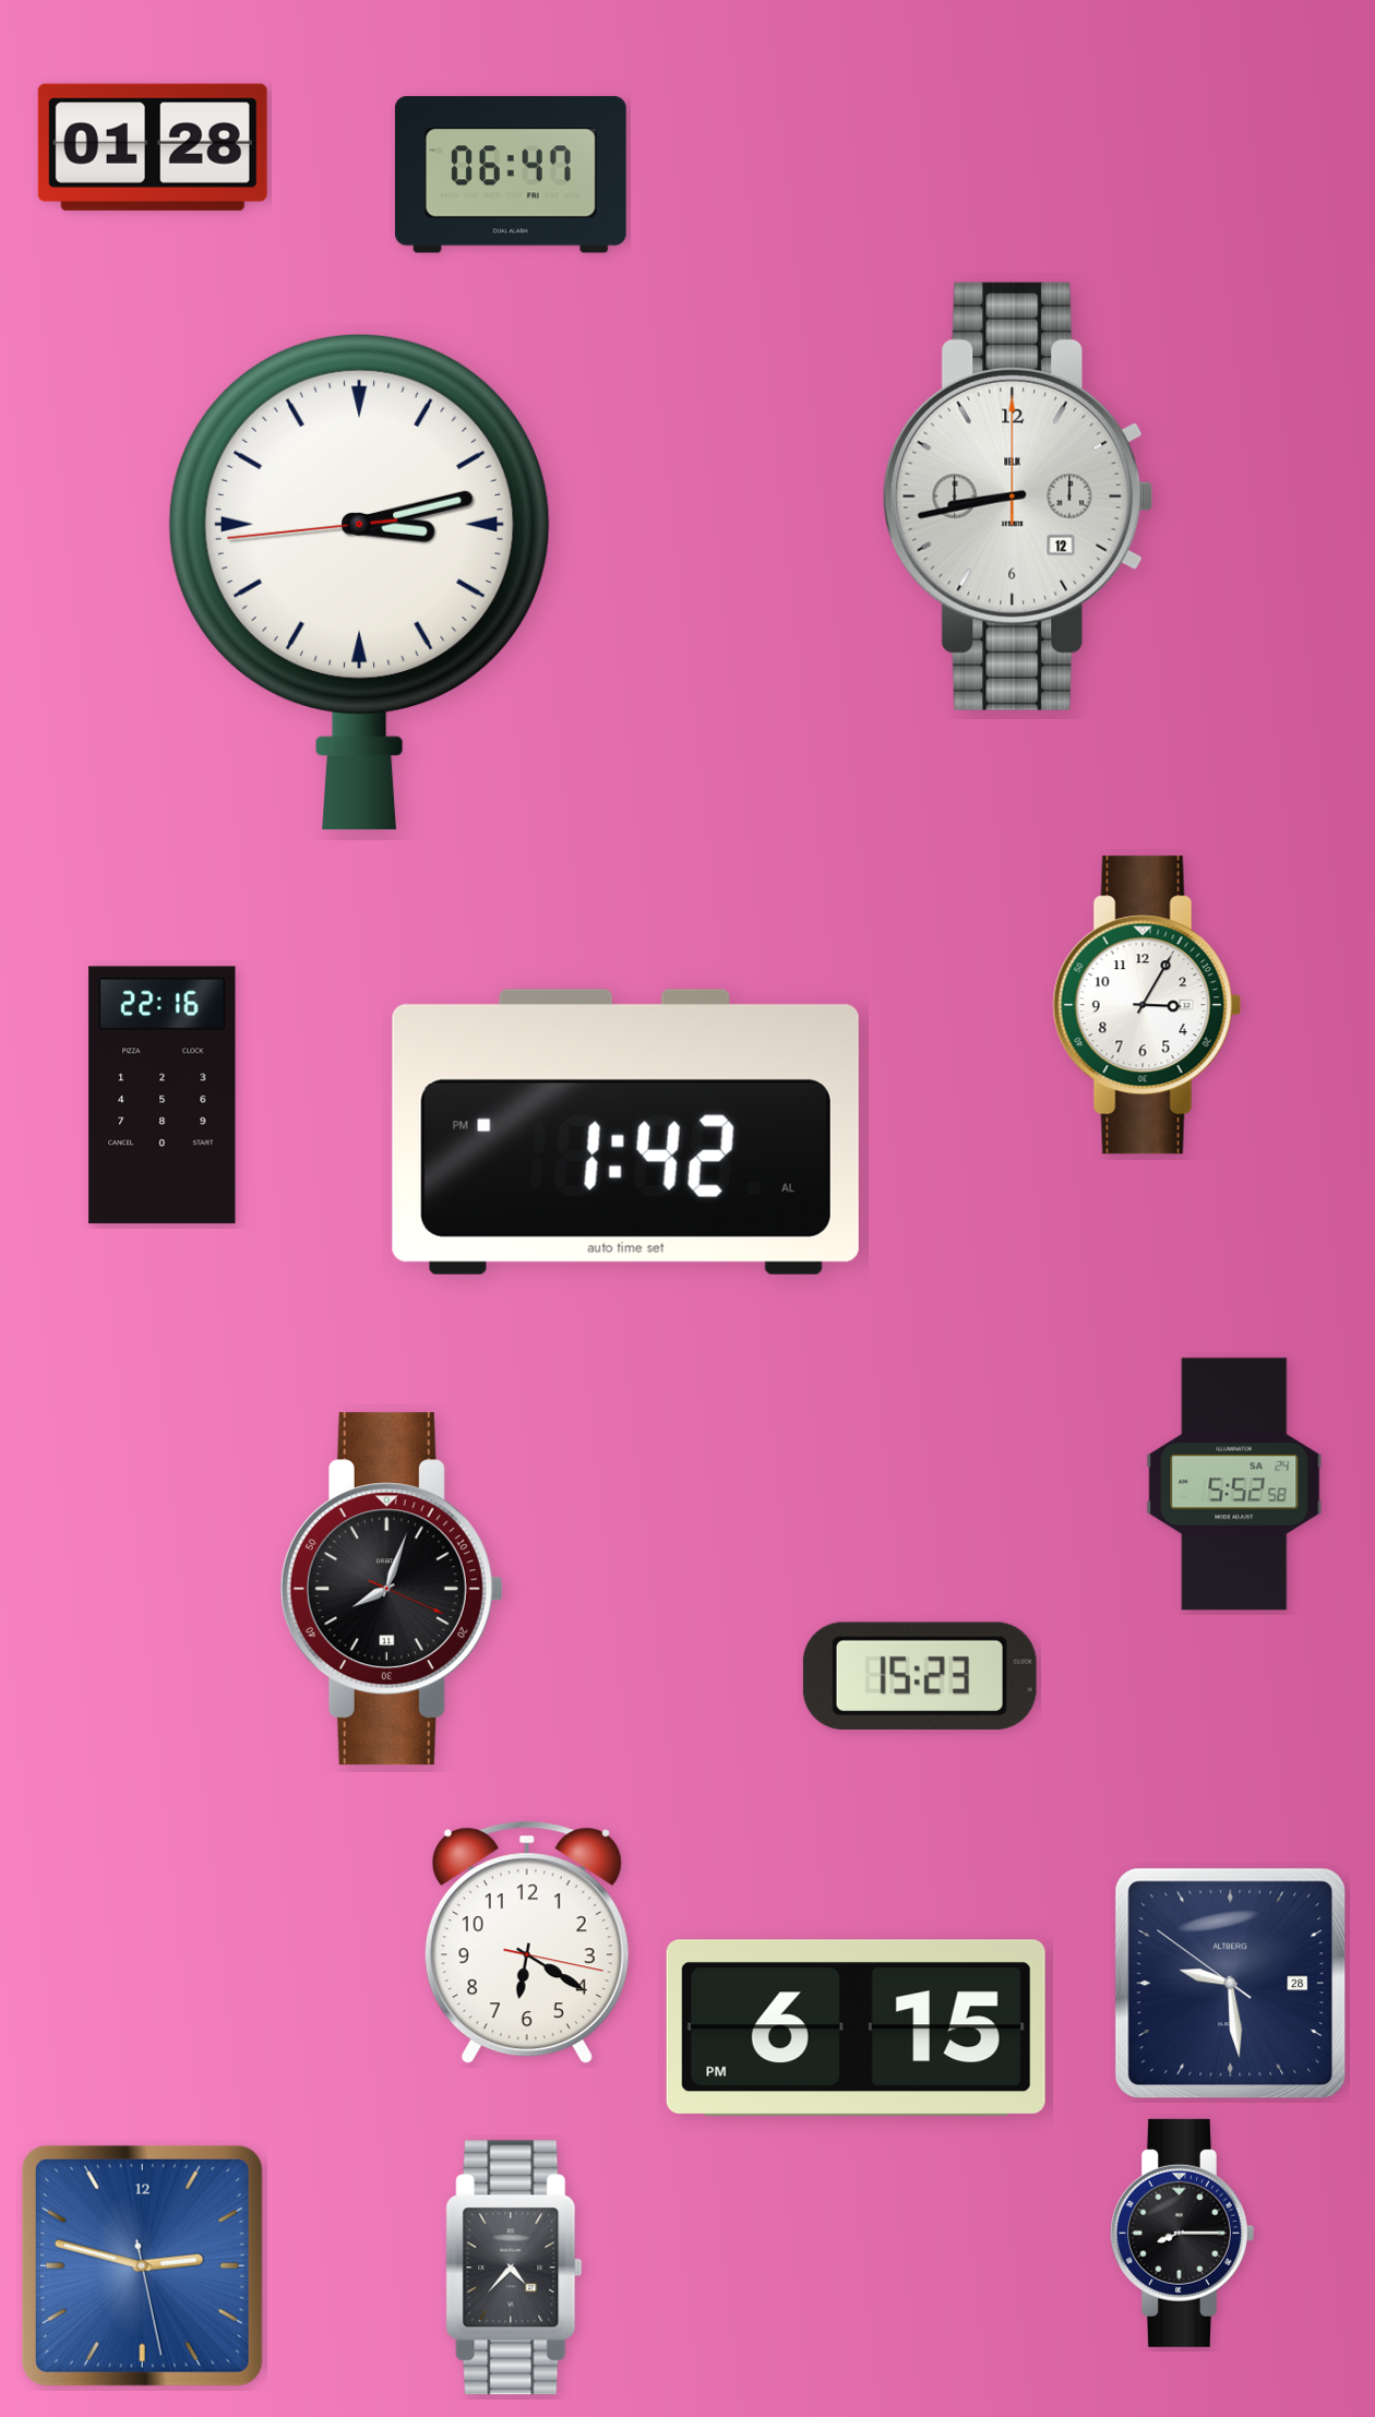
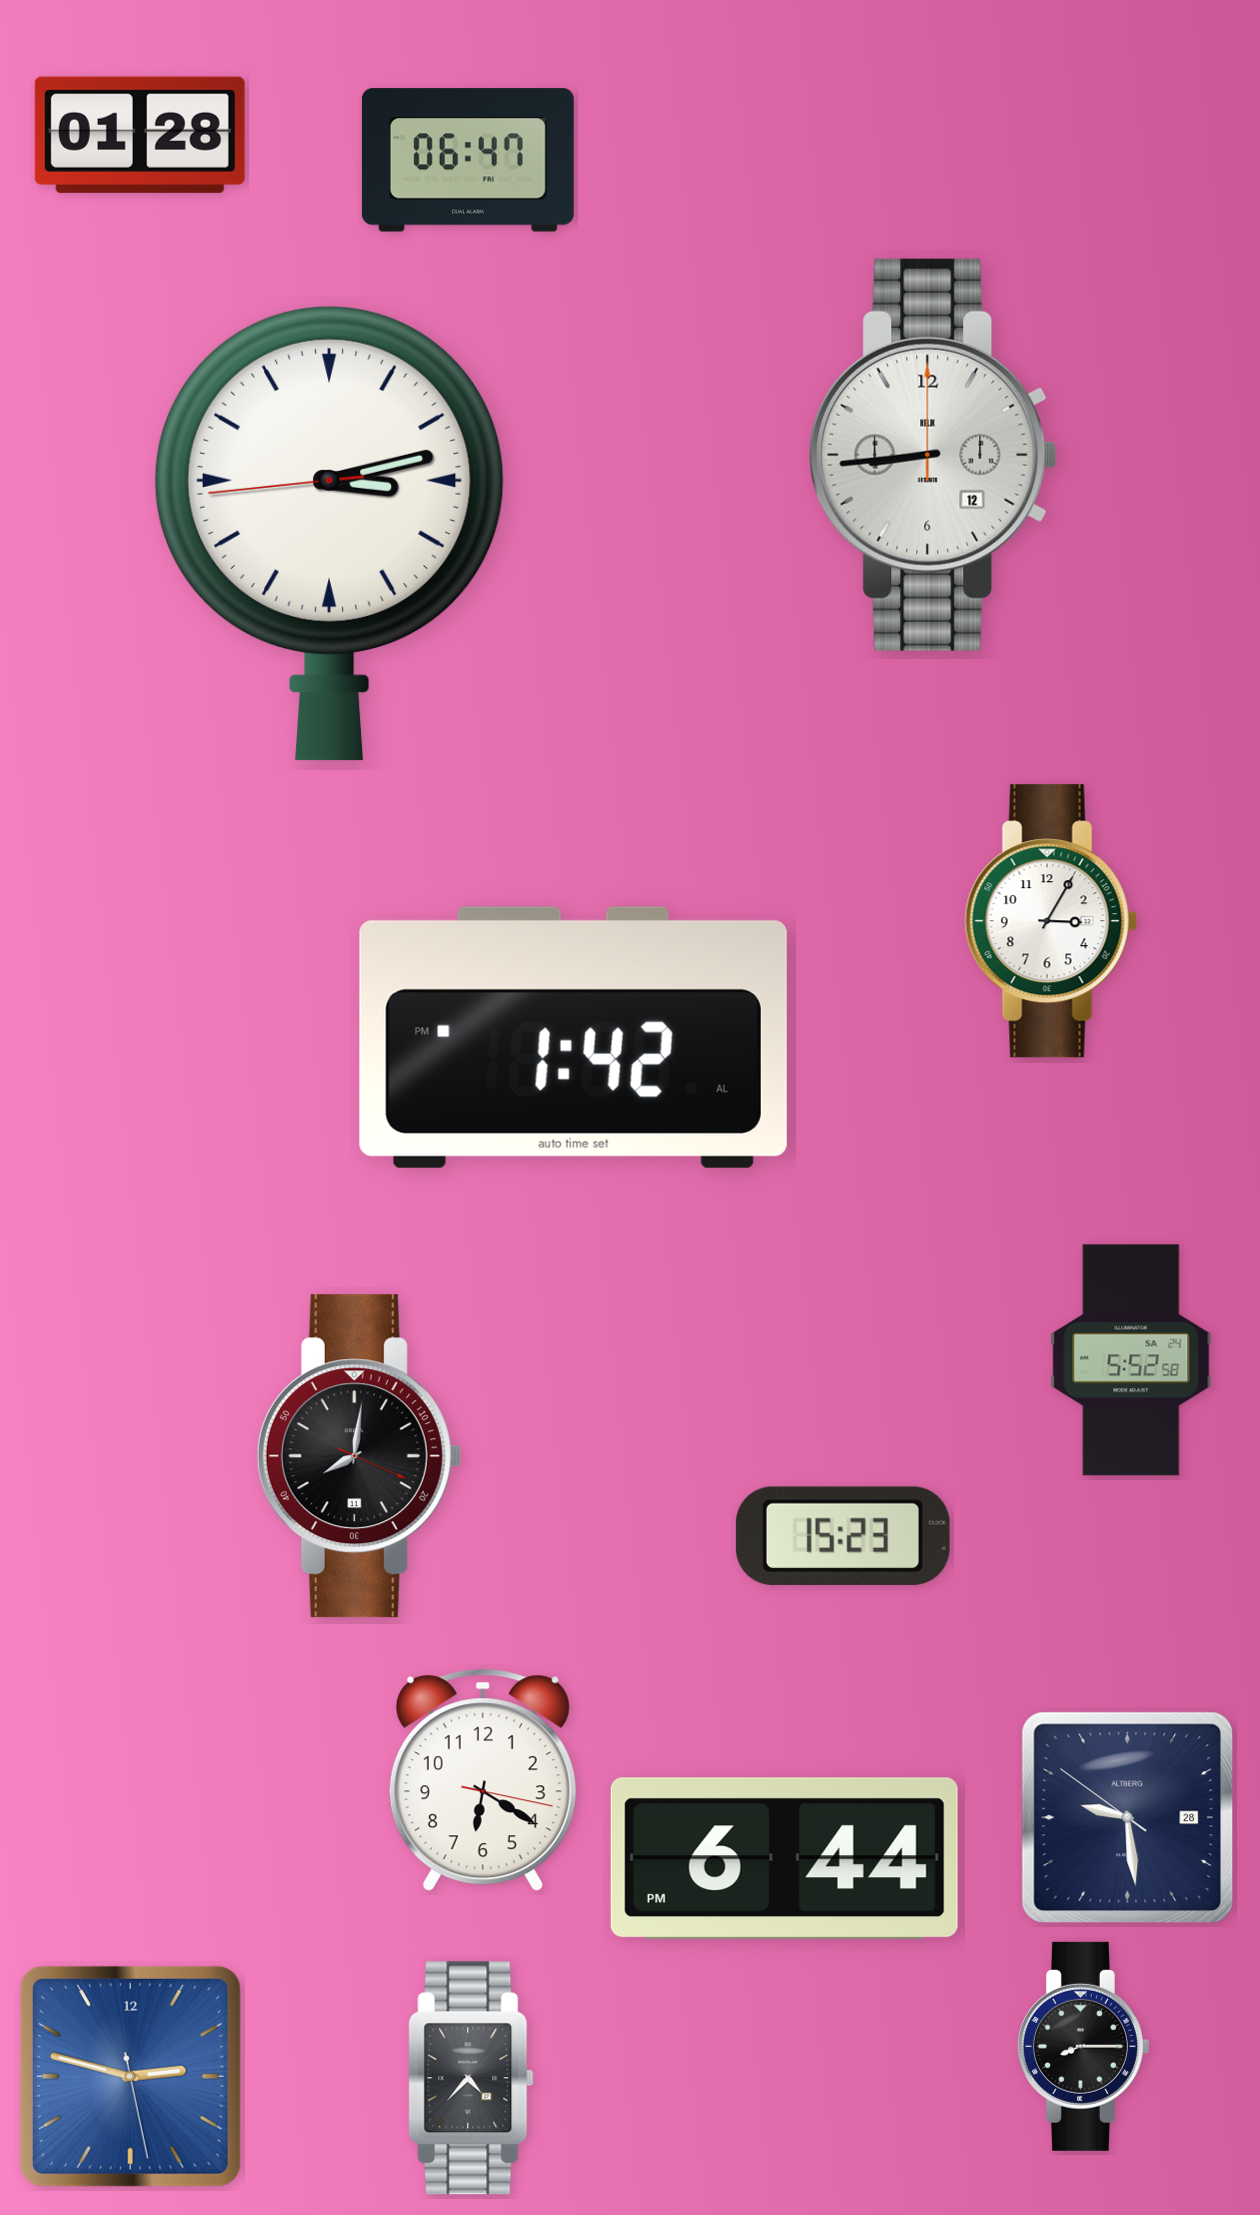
clock at (1018, 496): 8:43 -> 8:44
clock at (163, 1096): 22:16 -> none
clock at (392, 1589): 8:03 -> 8:01
clock at (856, 2027): 6:15 -> 6:44
